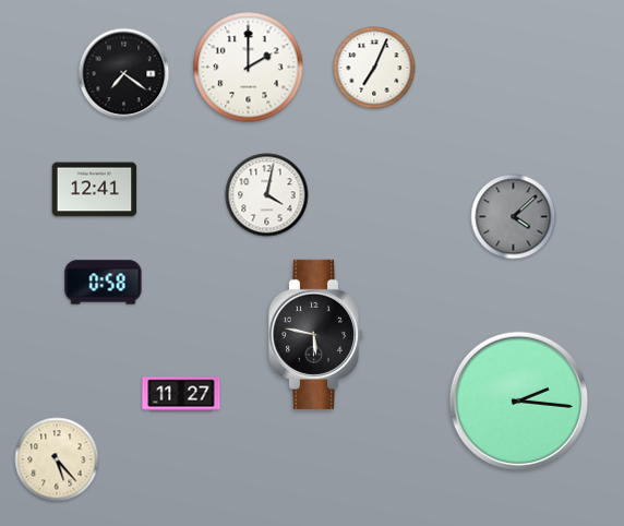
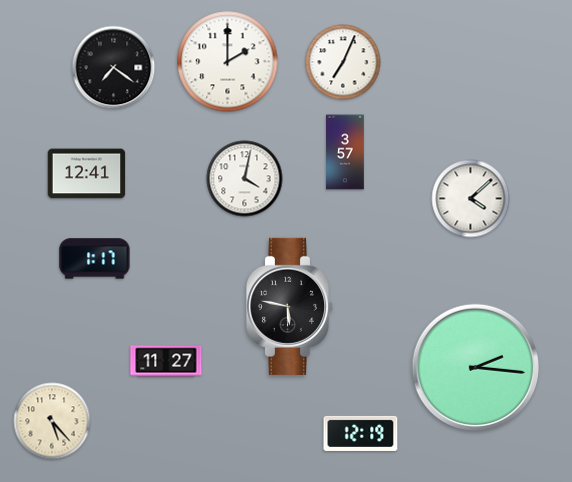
clock at (345, 152): none -> 3:57
clock at (514, 217) dial: grey -> white
clock at (104, 283): 0:58 -> 1:17
clock at (361, 433): none -> 12:19
